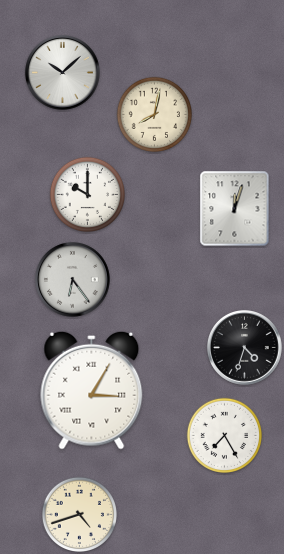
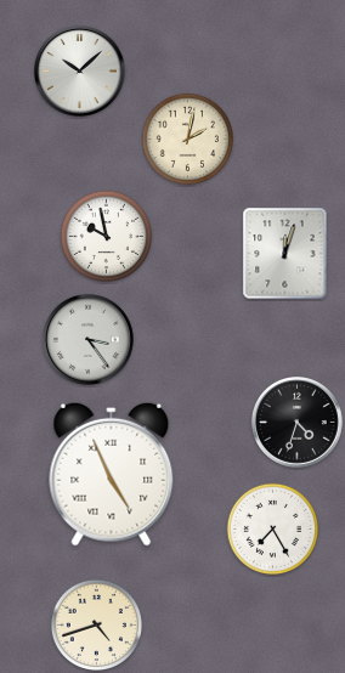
clock at (63, 73) position: (63, 73) -> (80, 72)
clock at (154, 114): 8:02 -> 2:02
clock at (87, 194): 10:00 -> 9:58
clock at (73, 280): 6:24 -> 3:24
clock at (92, 390): 3:05 -> 4:56
